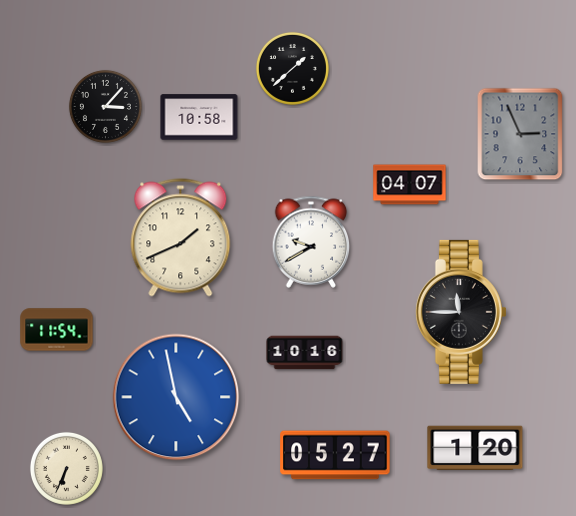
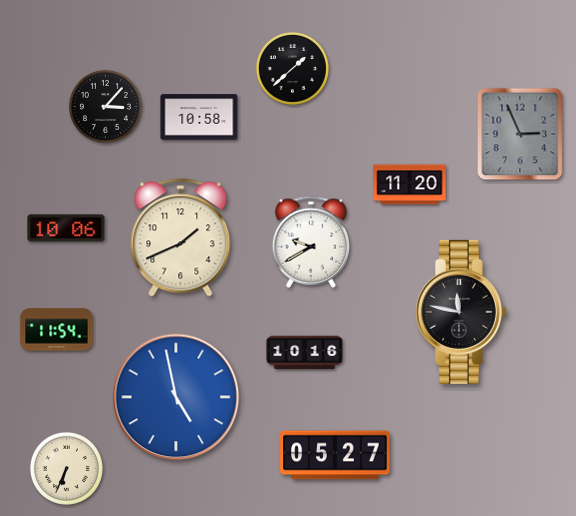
clock at (410, 185): 04:07 -> 11:20
clock at (66, 228): none -> 10:06
clock at (461, 312): 11:45 -> 11:47
clock at (475, 448): 1:20 -> none
